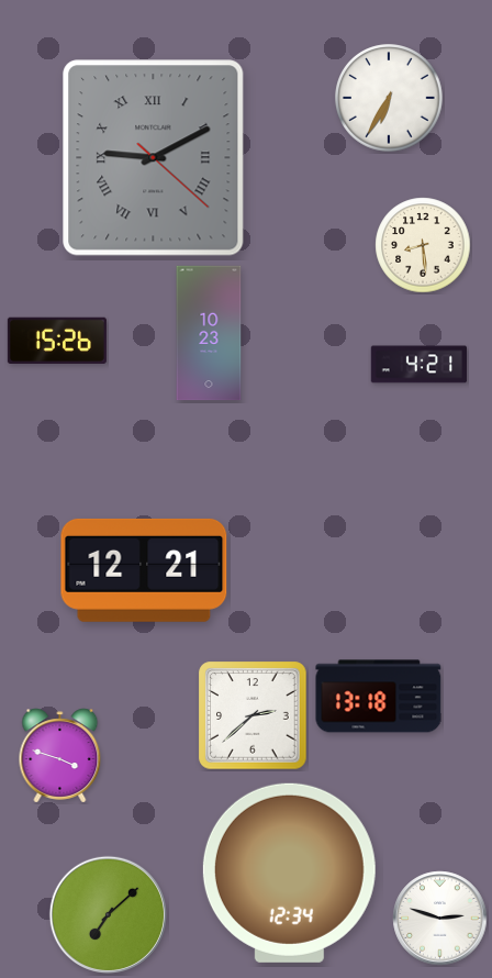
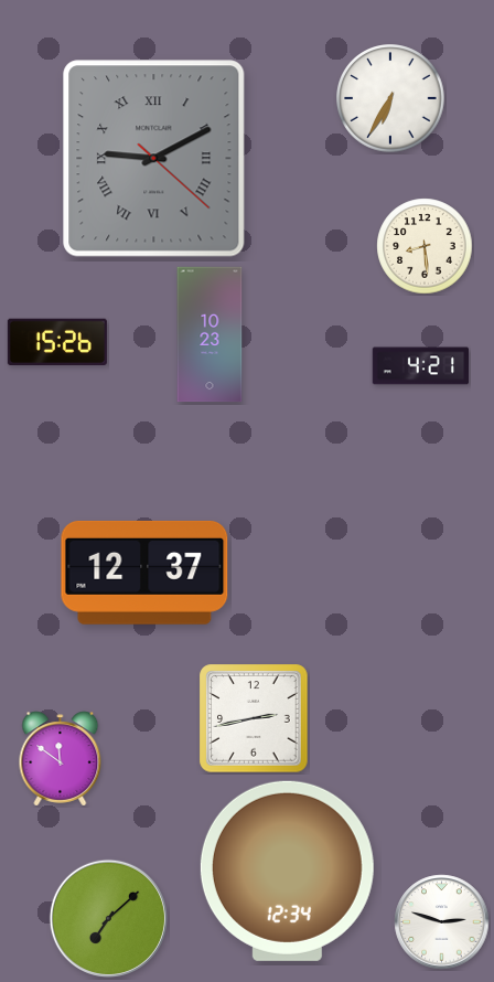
clock at (144, 570): 12:21 -> 12:37
clock at (379, 697): 13:18 -> none
clock at (253, 715): 2:38 -> 2:43
clock at (60, 756): 3:48 -> 11:51
clock at (289, 873) position: (289, 873) -> (287, 871)
